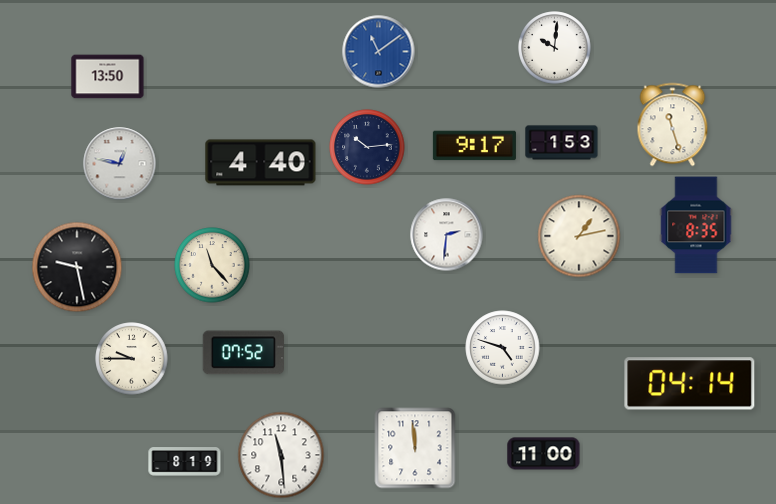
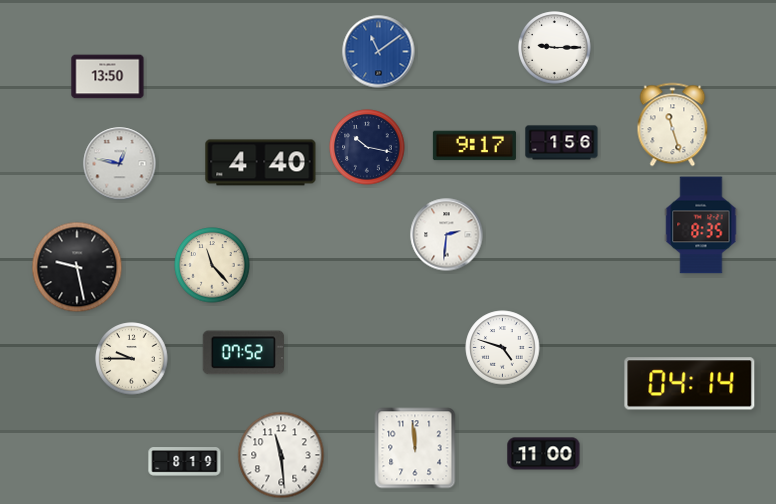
clock at (555, 48): 10:01 -> 9:15
clock at (562, 143): 1:53 -> 1:56
clock at (367, 147): 10:14 -> 10:17
clock at (696, 225) position: (696, 225) -> (701, 225)
clock at (579, 236): 1:13 -> none
